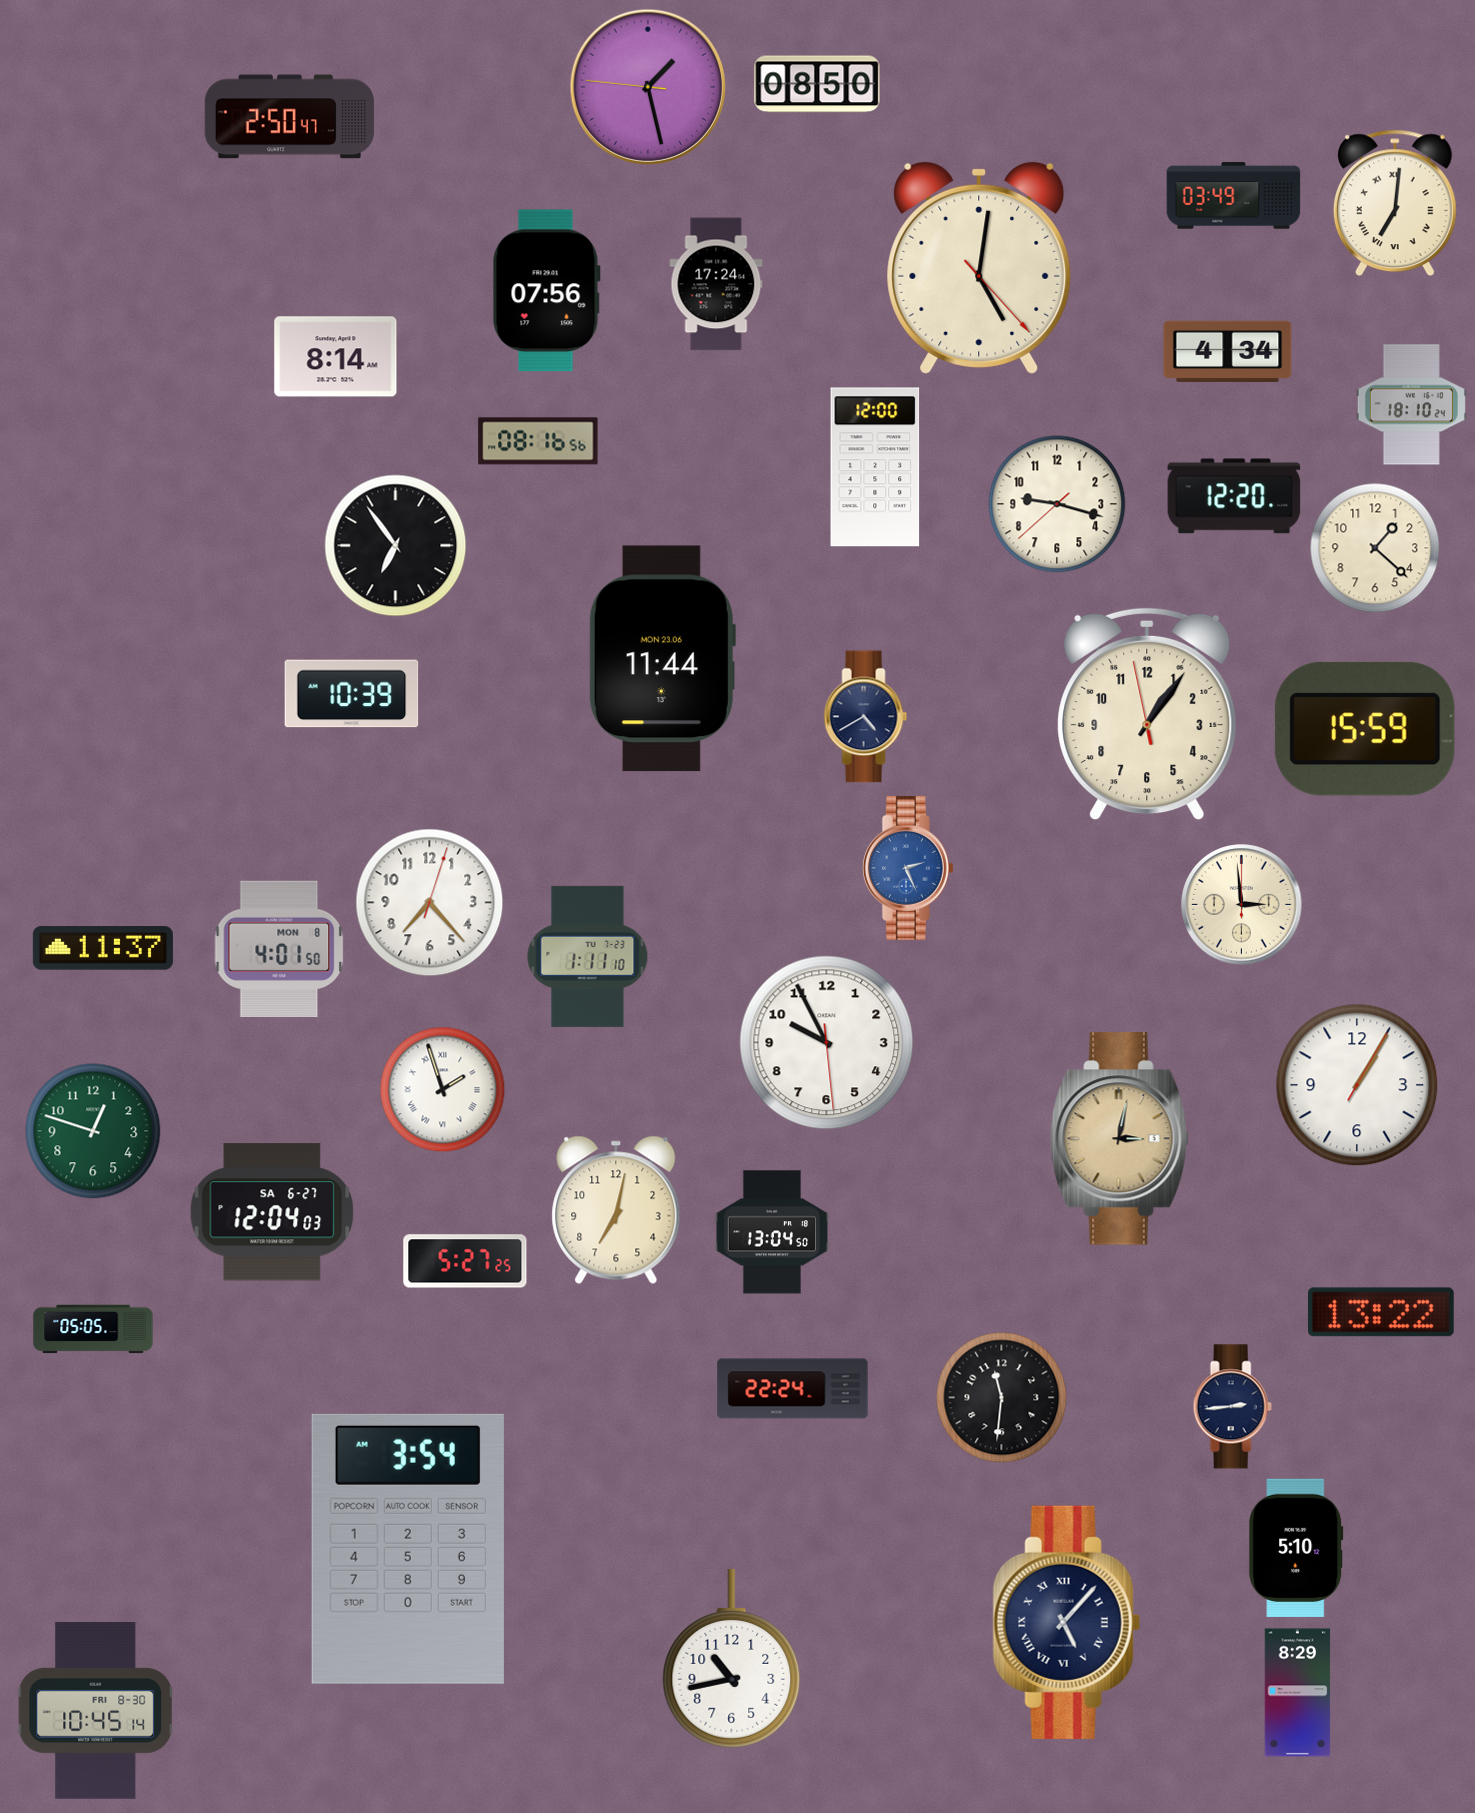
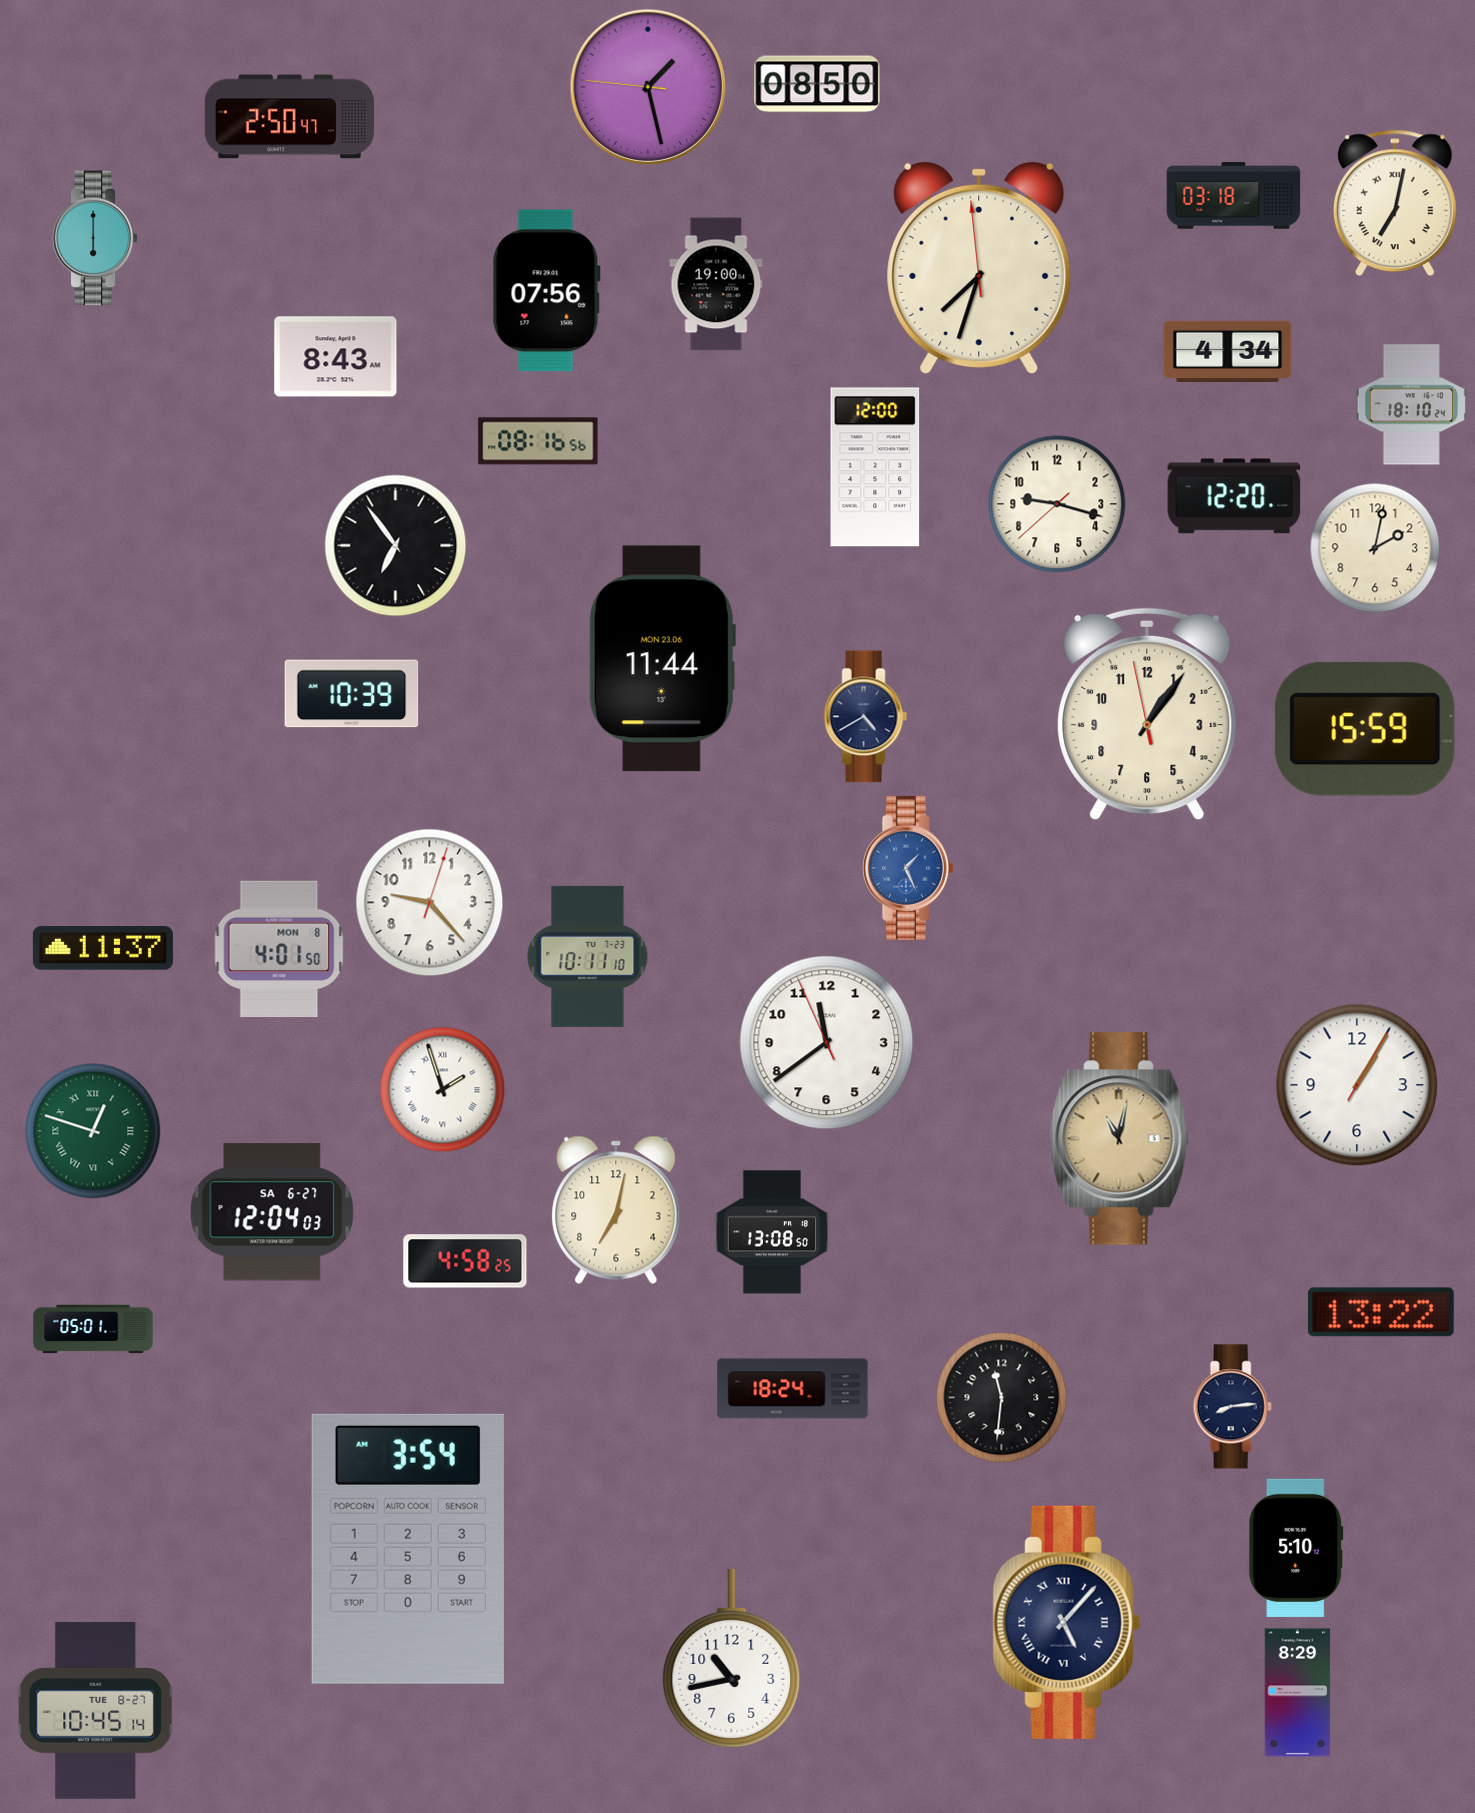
clock at (1234, 196): 03:49 -> 03:18
clock at (1395, 203): 7:01 -> 7:02
clock at (95, 238): none -> 6:00
clock at (979, 268): 5:01 -> 7:32
clock at (716, 284): 17:24 -> 19:00
clock at (336, 357): 8:14 -> 8:43
clock at (1375, 548): 1:22 -> 2:02
clock at (908, 868): 2:26 -> 1:26
clock at (430, 903): 7:23 -> 9:23
clock at (1242, 905): 2:59 -> none
clock at (588, 956): 1:11 -> 10:11
clock at (827, 1043): 9:55 -> 11:38
clock at (93, 1131) numerals: Arabic -> Roman
clock at (1120, 1139): 3:02 -> 11:02
clock at (772, 1232): 13:04 -> 13:08
clock at (465, 1261): 5:27 -> 4:58
clock at (93, 1329): 05:05 -> 05:01
clock at (793, 1389): 22:24 -> 18:24
clock at (1232, 1407): 2:44 -> 8:14
clock at (96, 1710) date: FRI 8-30 -> TUE 8-27
